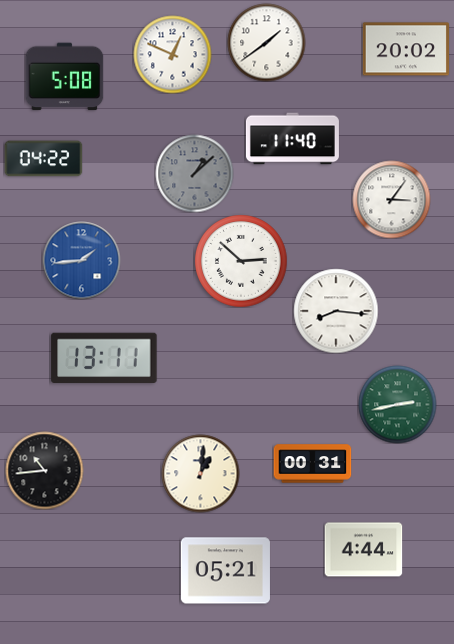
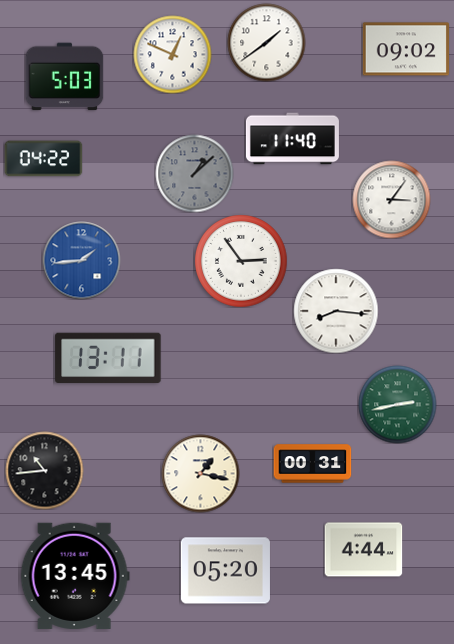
clock at (405, 49): 20:02 -> 09:02
clock at (64, 77): 5:08 -> 5:03
clock at (241, 261): 2:52 -> 2:54
clock at (104, 358) position: (104, 358) -> (108, 358)
clock at (200, 473): 1:01 -> 1:17
clock at (225, 571): 05:21 -> 05:20
clock at (75, 576): none -> 13:45
